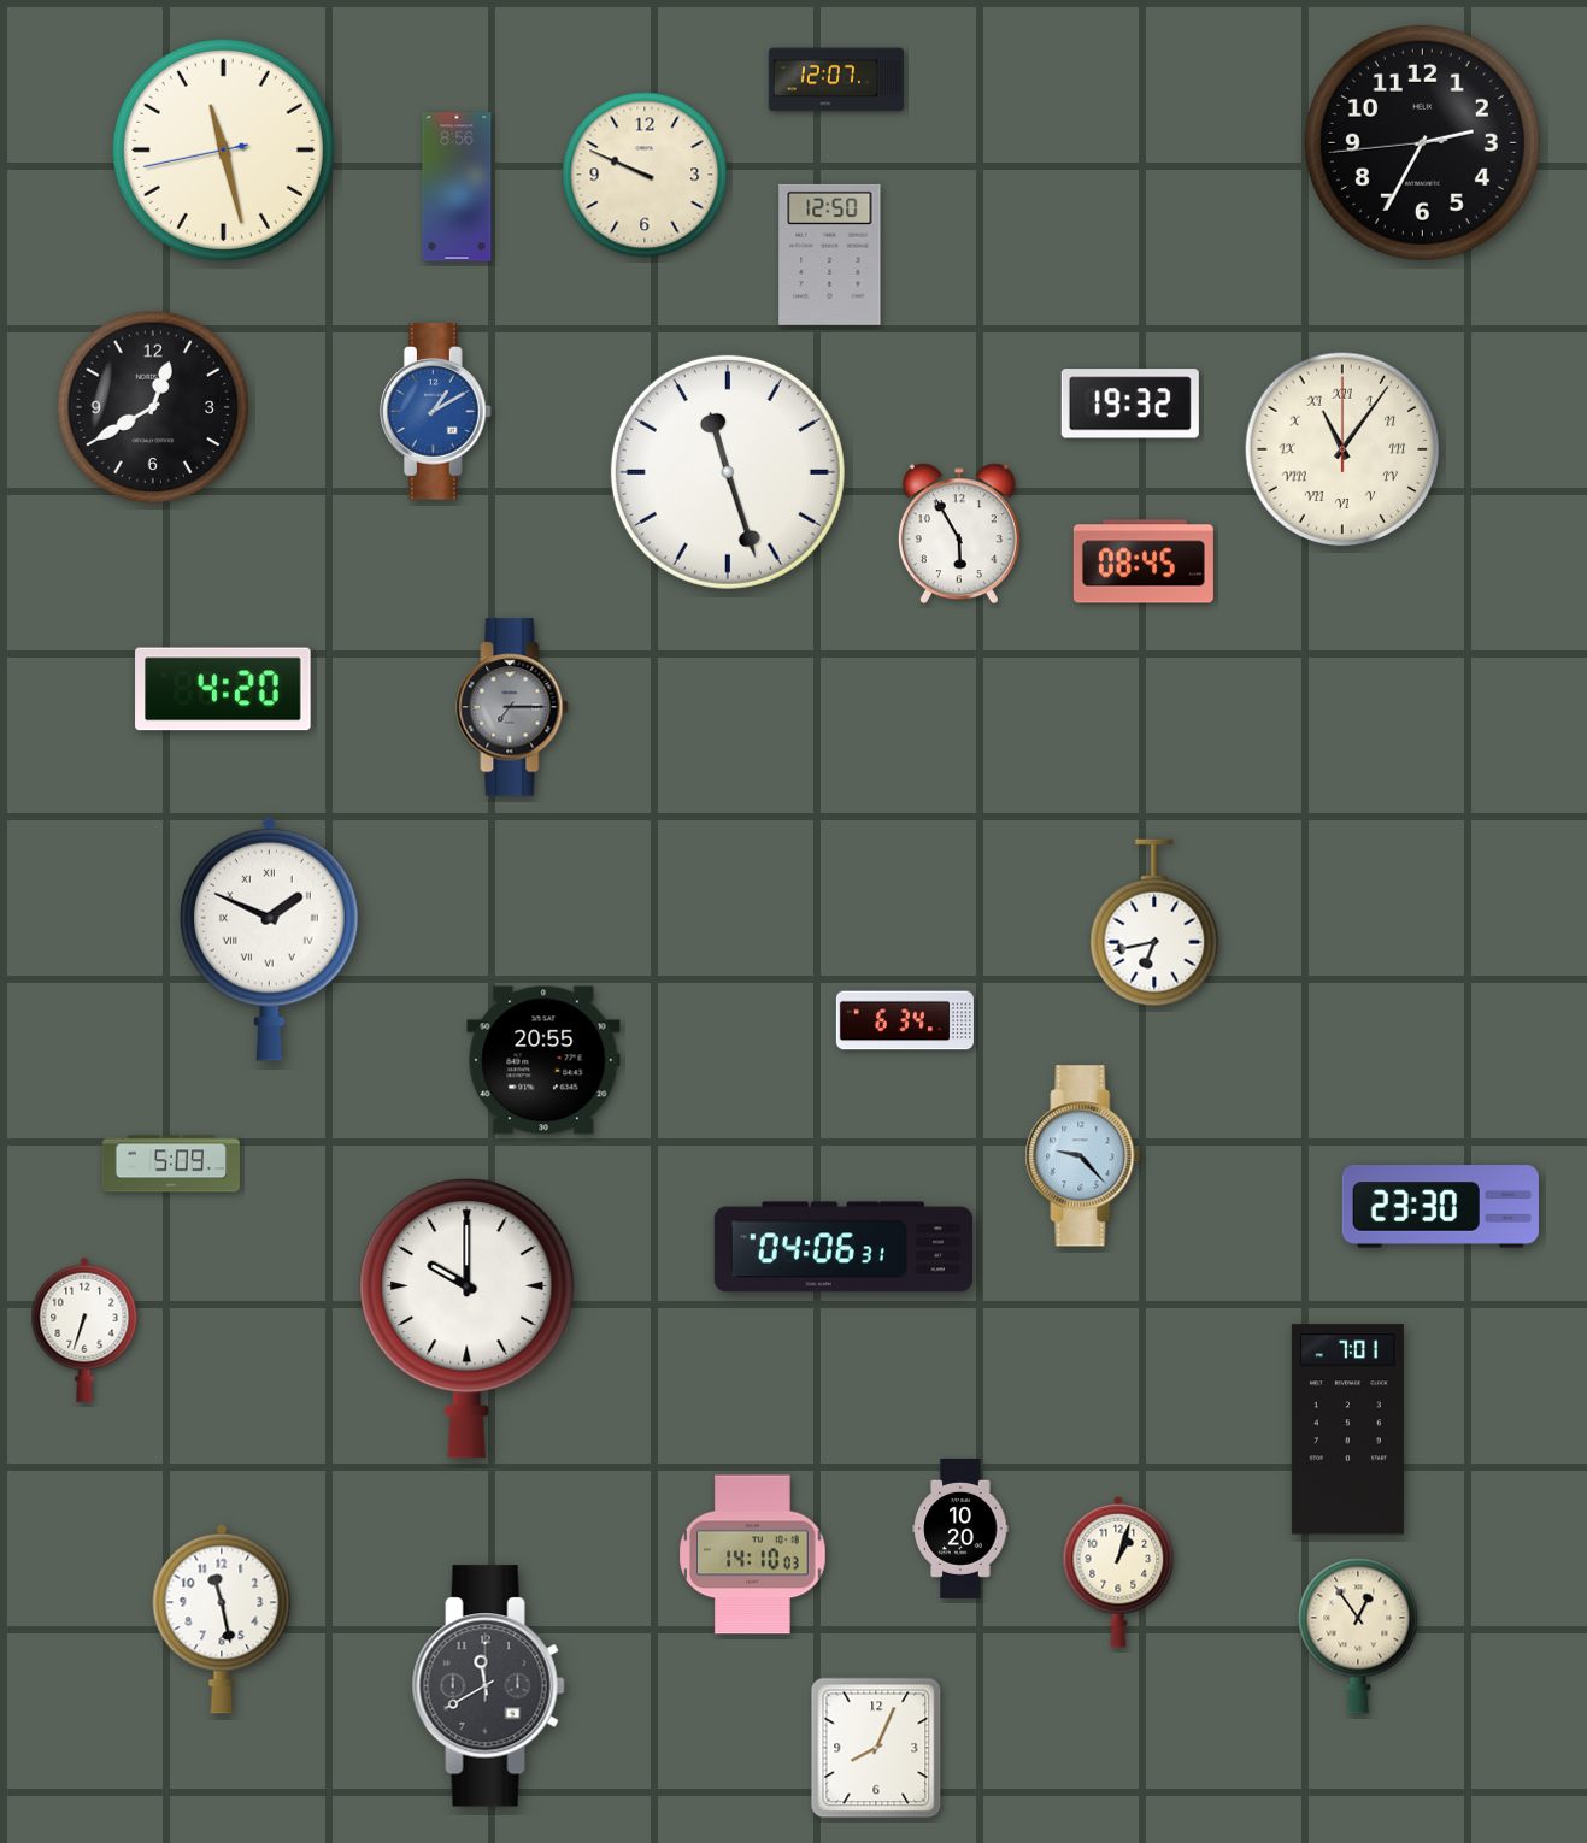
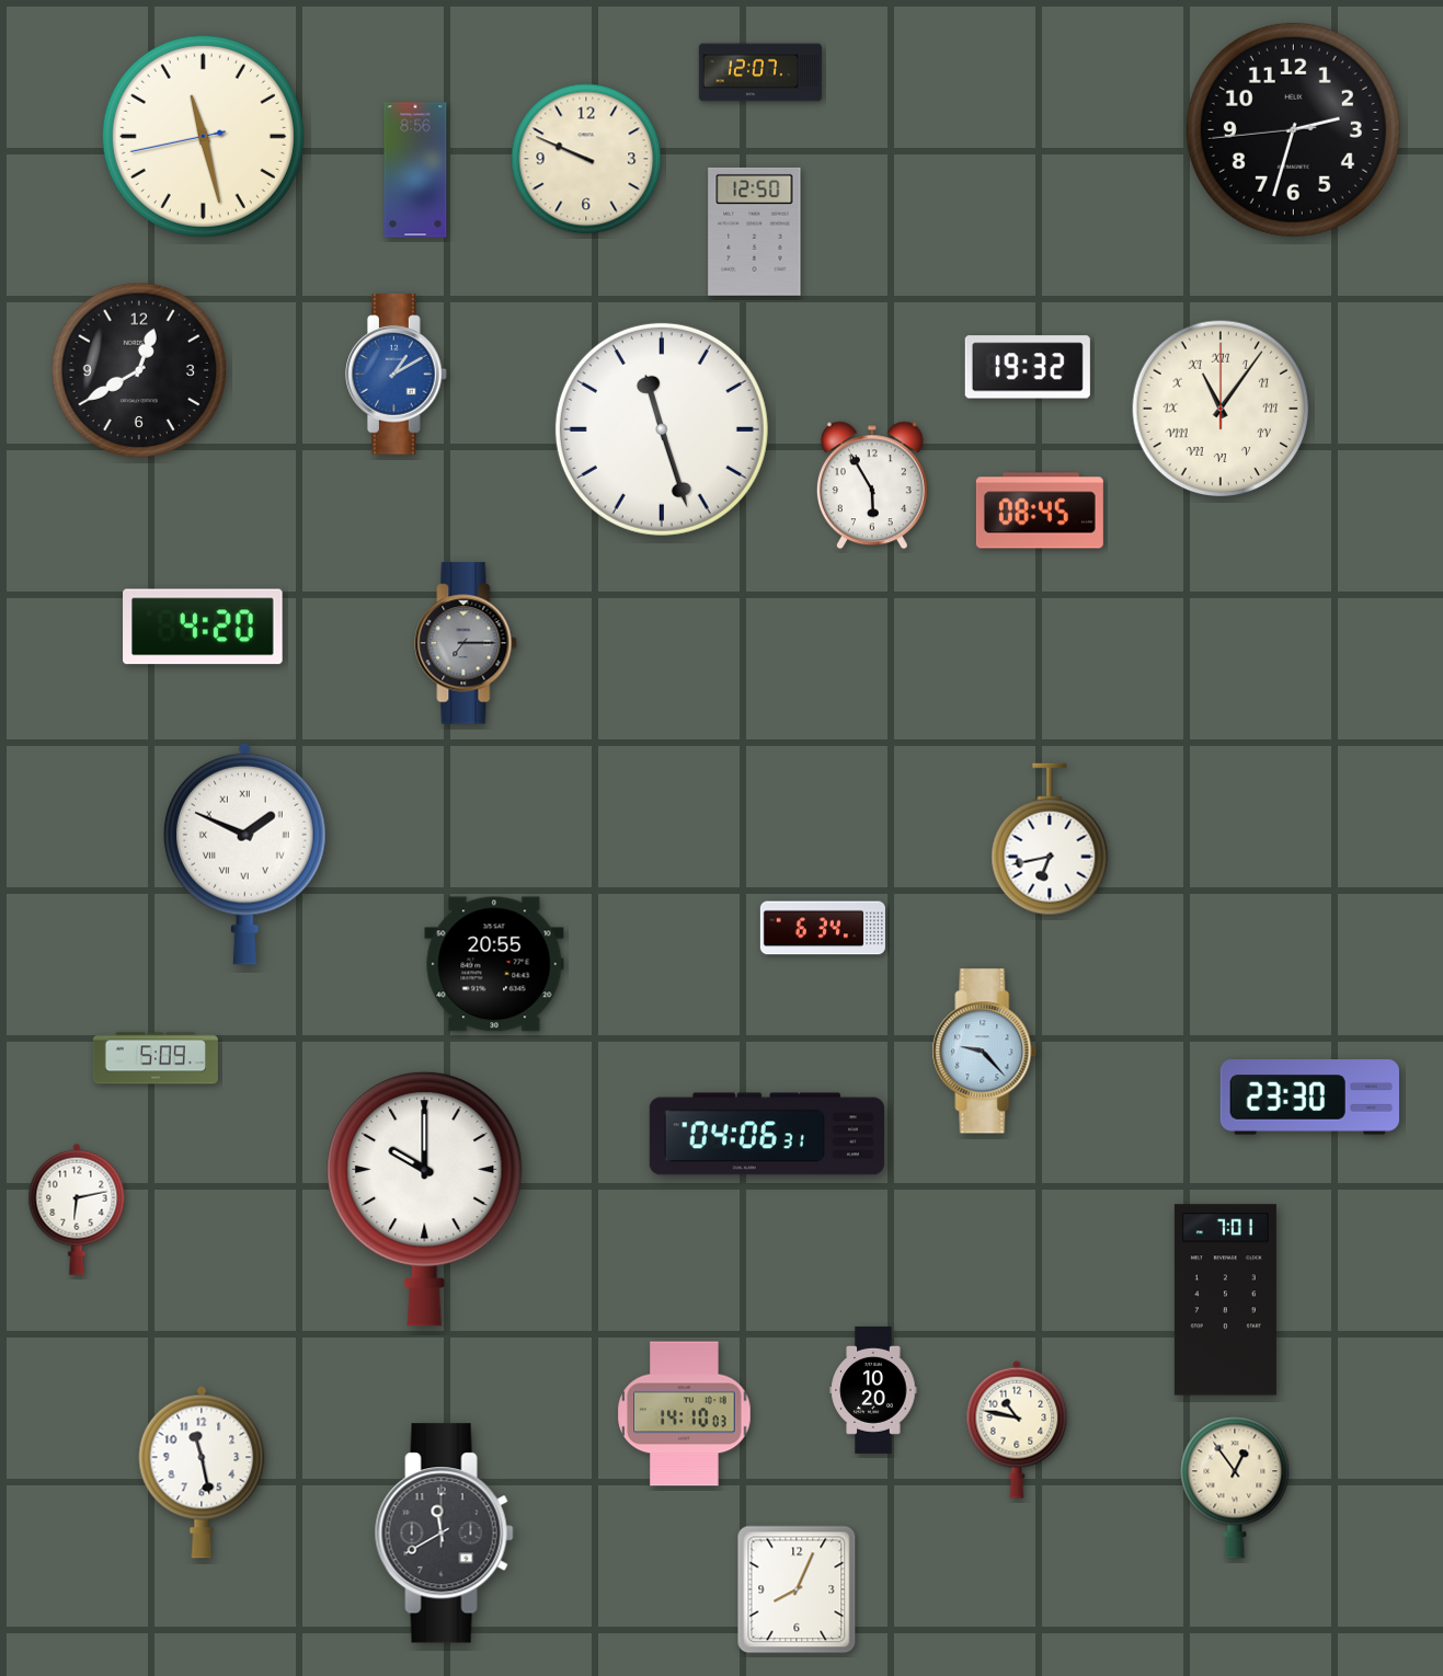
clock at (1422, 142): 2:34 -> 2:32
clock at (84, 1330): 6:33 -> 6:13
clock at (1118, 1572): 1:03 -> 10:47
